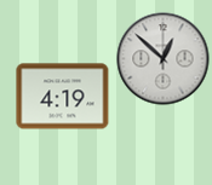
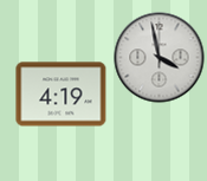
clock at (164, 59): 12:52 -> 3:58
